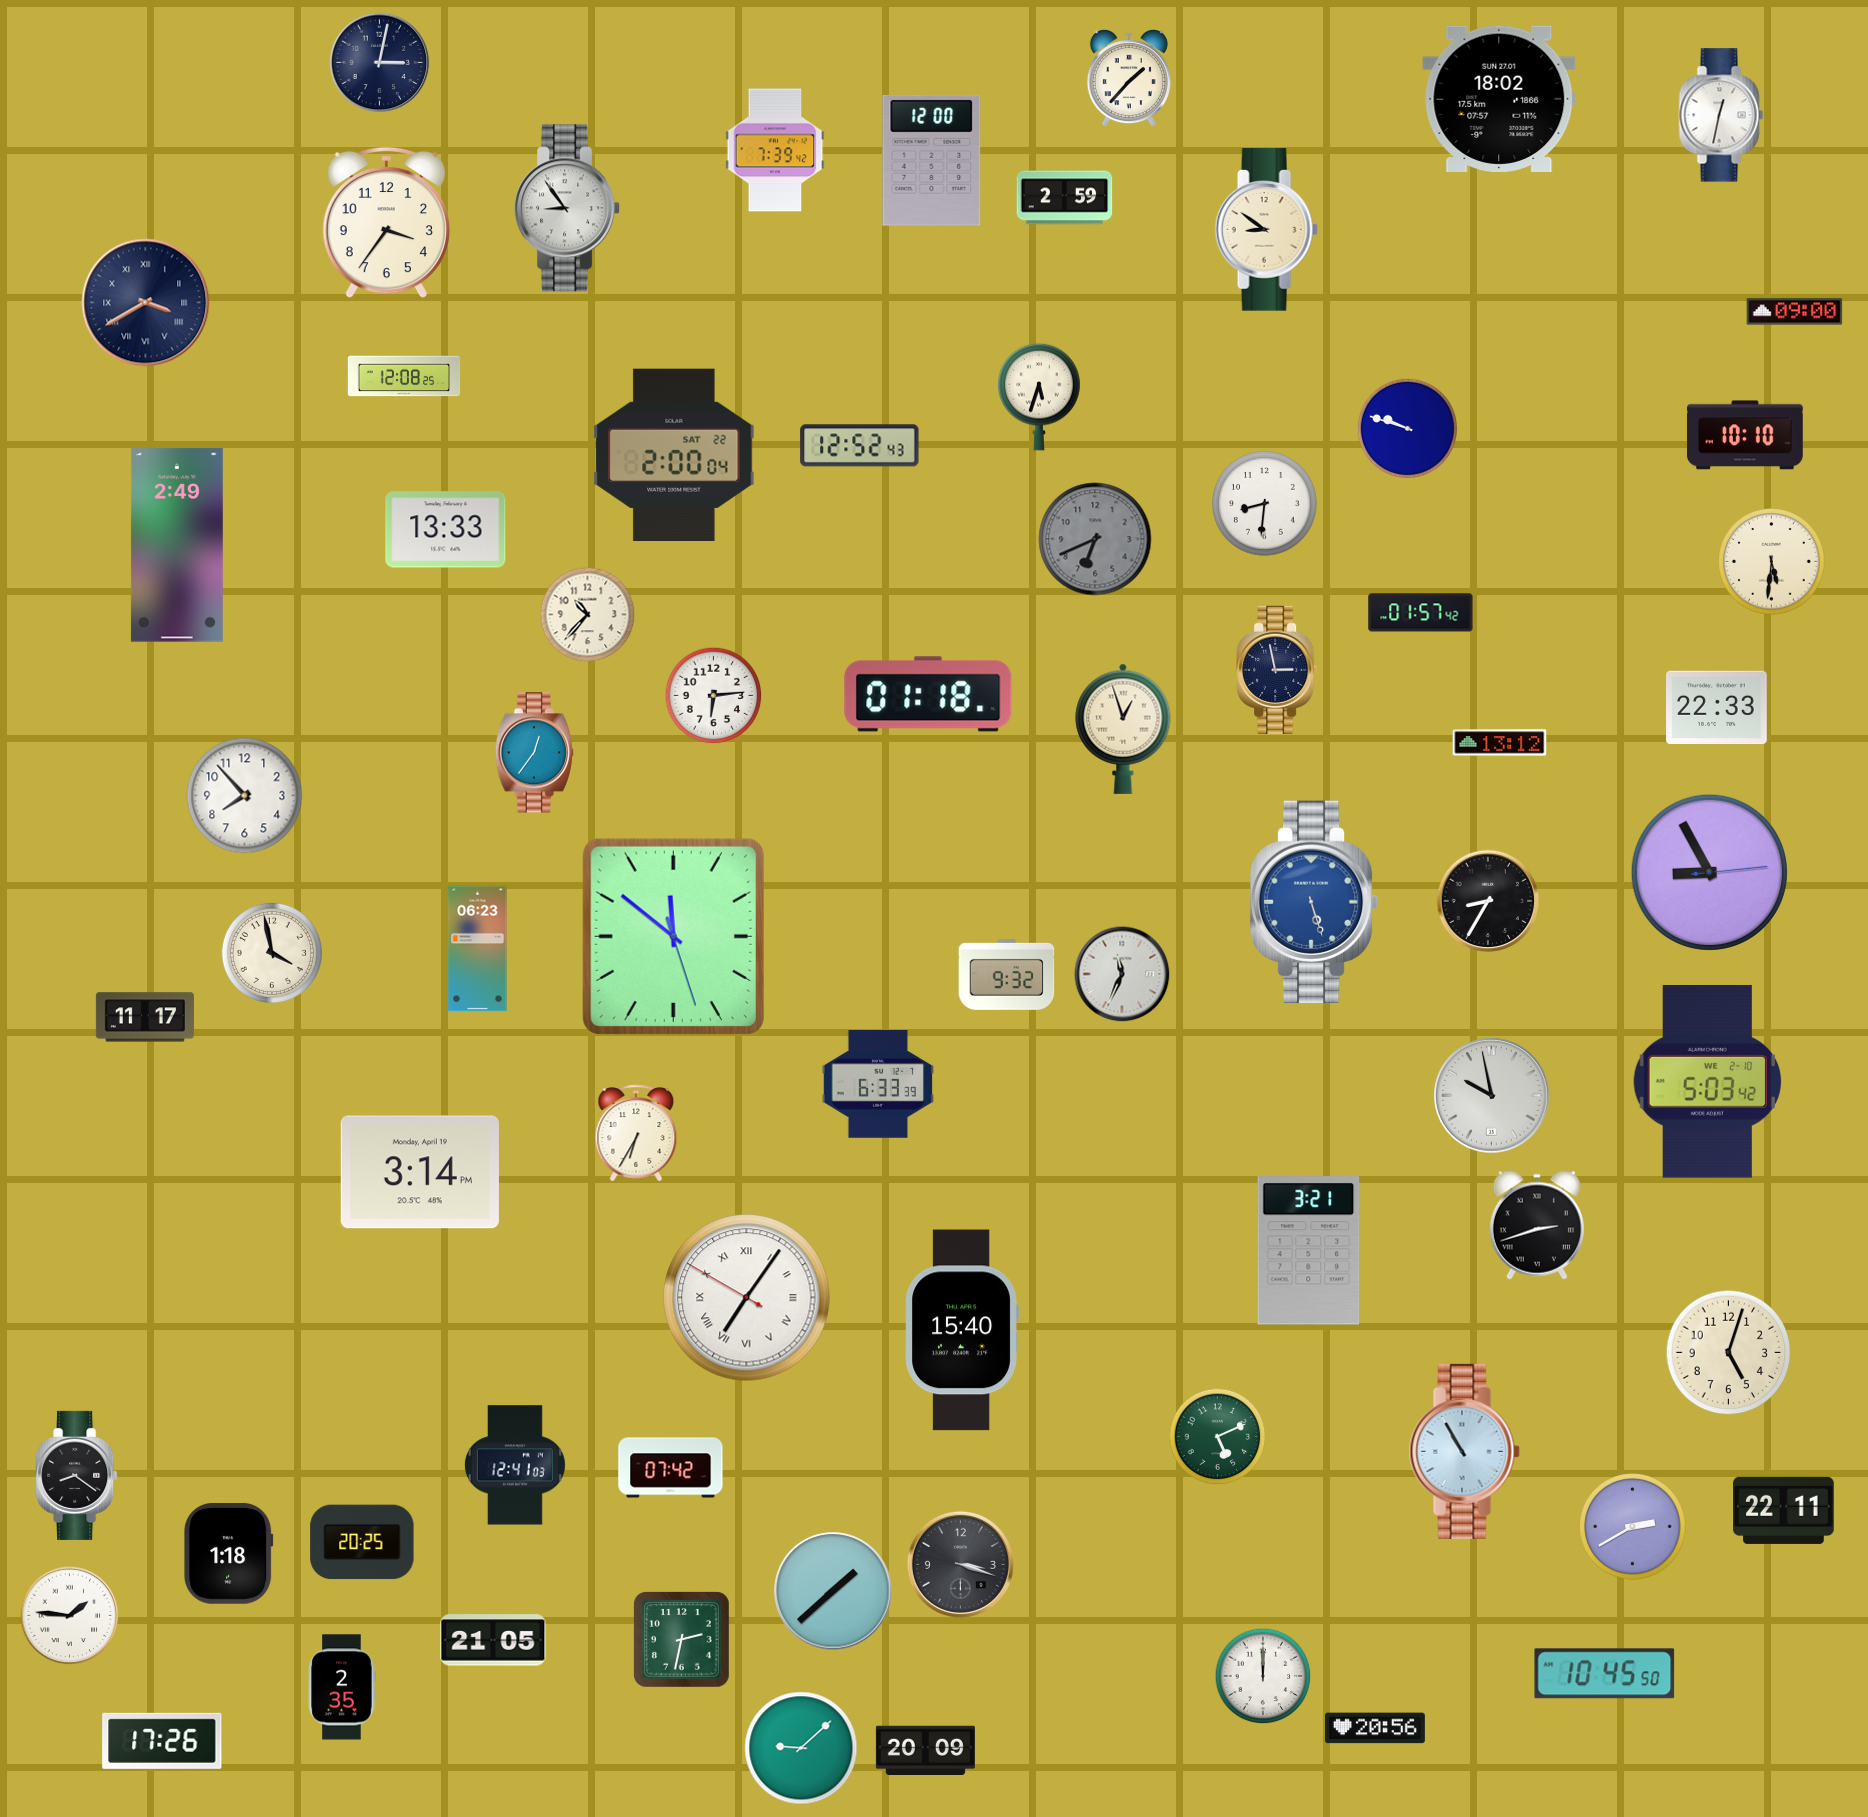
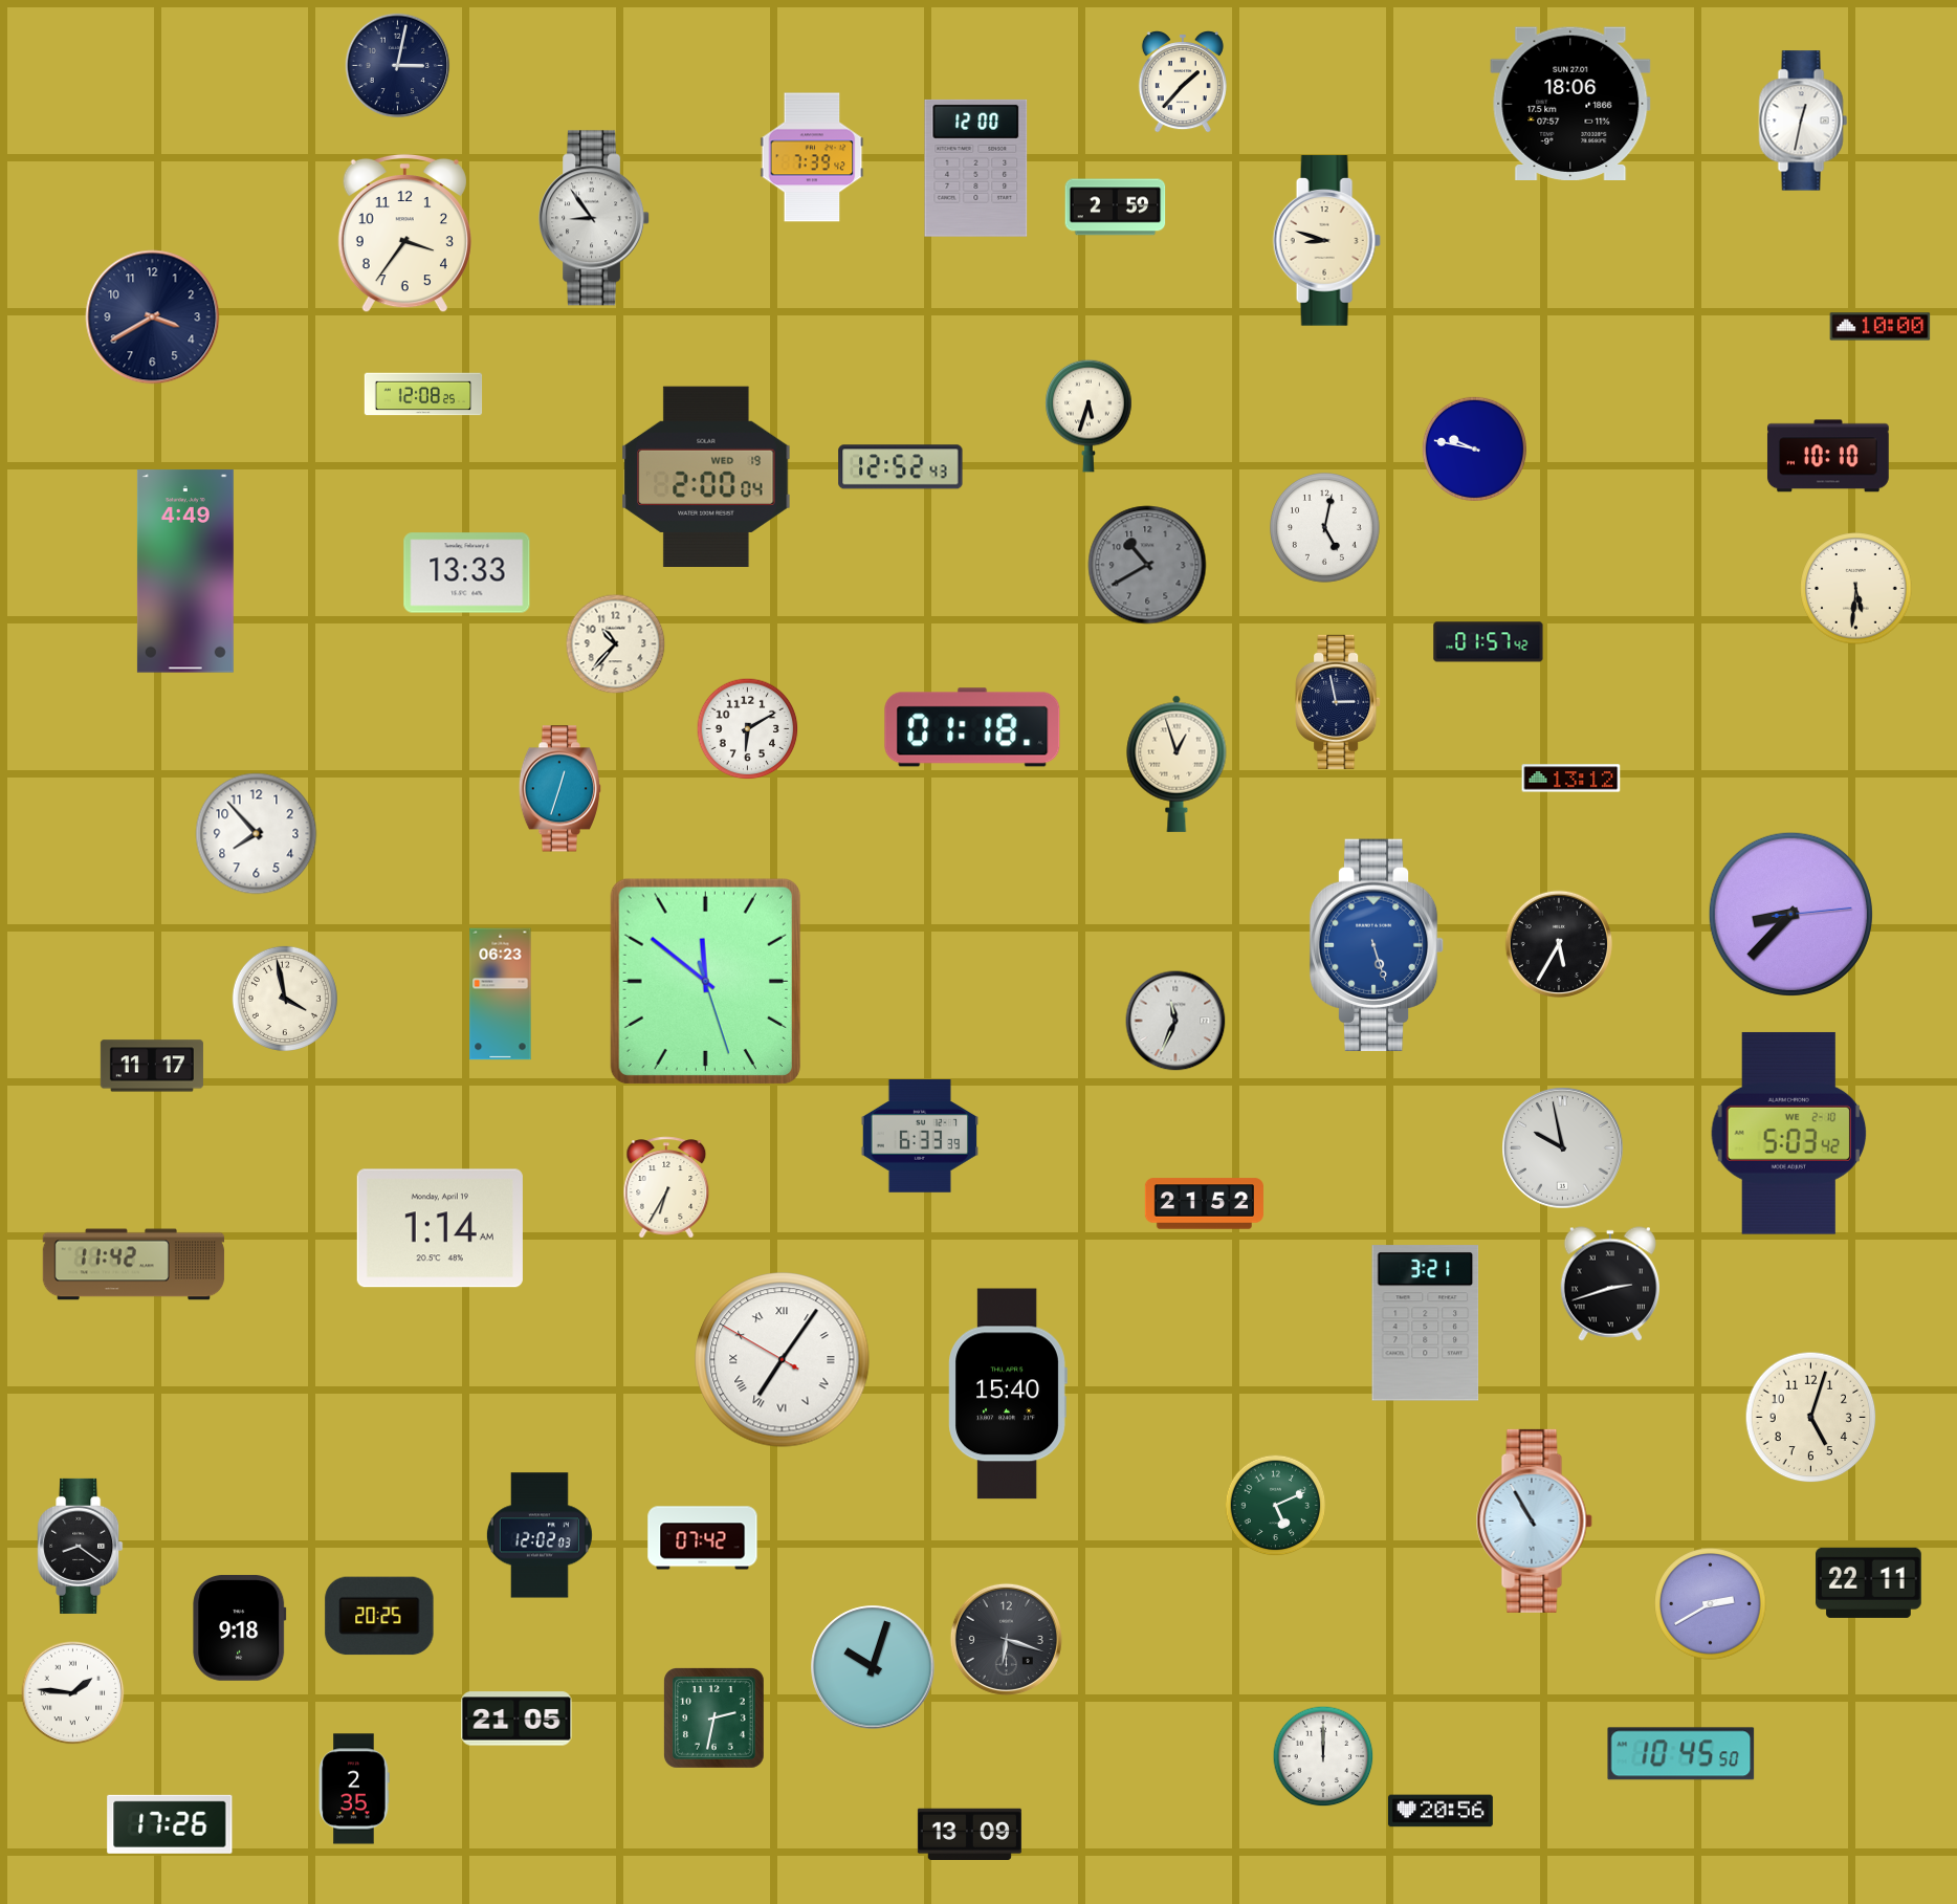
clock at (1499, 98): 18:02 -> 18:06
clock at (1266, 230): 8:51 -> 8:48
clock at (146, 303) numerals: Roman -> Arabic
clock at (1795, 312): 09:00 -> 10:00
clock at (1407, 428): 9:48 -> 9:47
clock at (674, 454) date: SAT 22 -> WED 19
clock at (1265, 504): 8:31 -> 5:02
clock at (446, 530) position: (446, 530) -> (467, 573)
clock at (1095, 539): 6:41 -> 10:40
clock at (177, 545): 2:49 -> 4:49
clock at (714, 696): 6:14 -> 6:10
clock at (1717, 708): 22:33 -> none
clock at (534, 753): 12:36 -> 12:33
clock at (1709, 872): 8:55 -> 8:37
clock at (1487, 900): 8:35 -> 5:35
clock at (1007, 974): 9:32 -> none
clock at (1204, 1204): none -> 21:52
clock at (420, 1172): 3:14 -> 1:14
clock at (134, 1265): none -> 11:42
clock at (1309, 1251) position: (1309, 1251) -> (1426, 1323)
clock at (515, 1465): 12:41 -> 12:02
clock at (1633, 1527) position: (1633, 1527) -> (1711, 1604)
clock at (229, 1553): 1:18 -> 9:18
clock at (960, 1564): 3:18 -> 6:18
clock at (833, 1591): 1:38 -> 10:03
clock at (342, 1687) position: (342, 1687) -> (354, 1789)
clock at (801, 1748): 9:08 -> none
clock at (925, 1751): 20:09 -> 13:09
